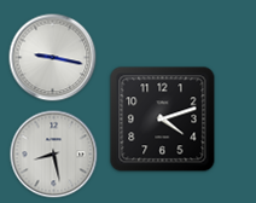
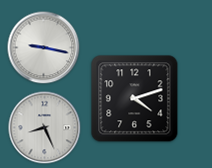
clock at (54, 155): 8:28 -> 8:26
